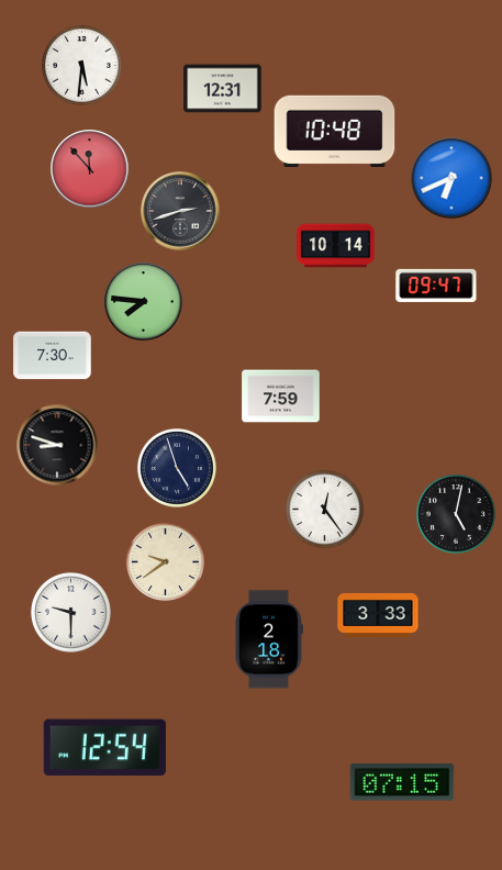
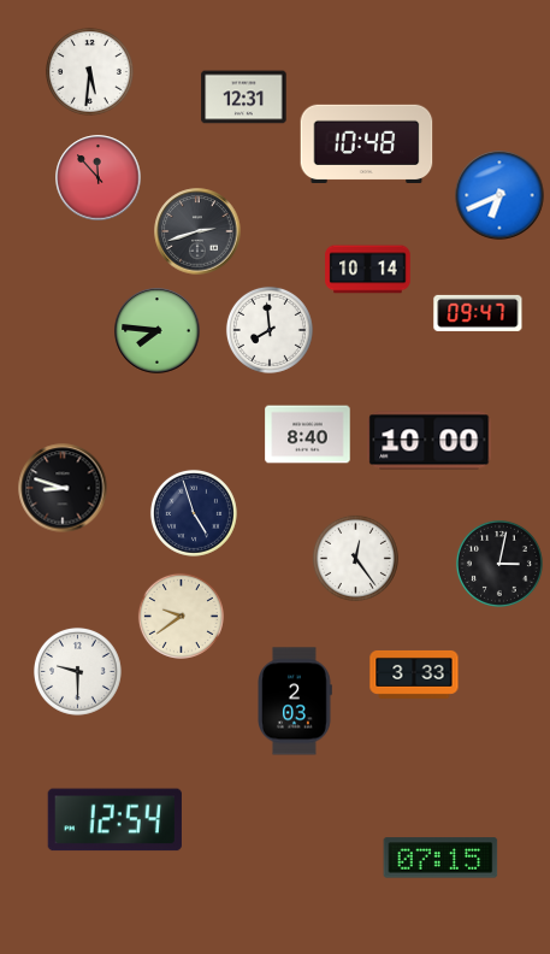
clock at (90, 169) position: (90, 169) -> (99, 178)
clock at (451, 178) position: (451, 178) -> (499, 195)
clock at (270, 330): none -> 7:59
clock at (53, 356): 7:30 -> none
clock at (281, 397): 7:59 -> 8:40
clock at (430, 441): none -> 10:00
clock at (456, 514): 5:02 -> 3:02
clock at (269, 639): 2:18 -> 2:03
